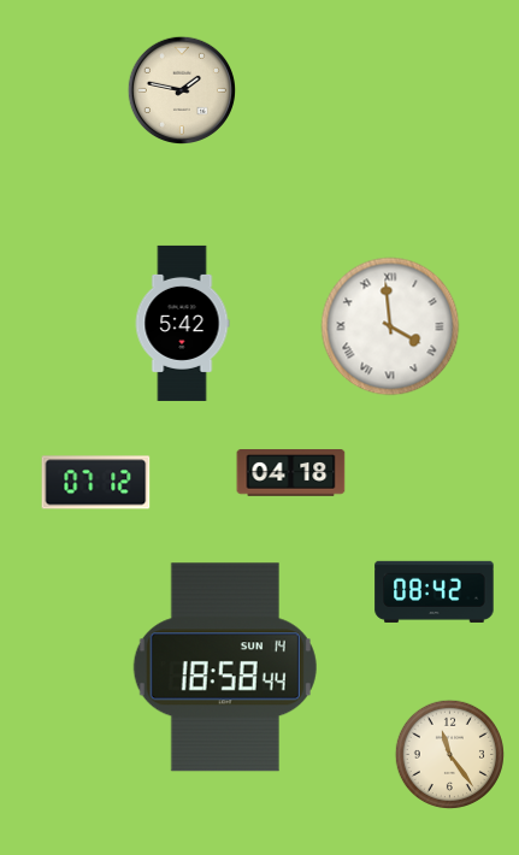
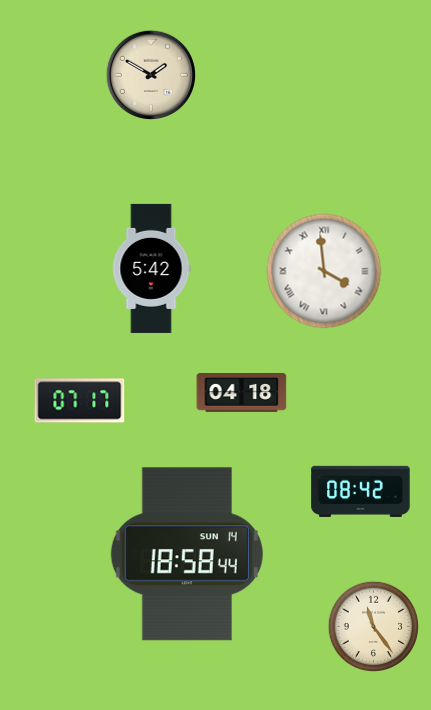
clock at (182, 90): 1:47 -> 1:50
clock at (96, 483): 07:12 -> 07:17
